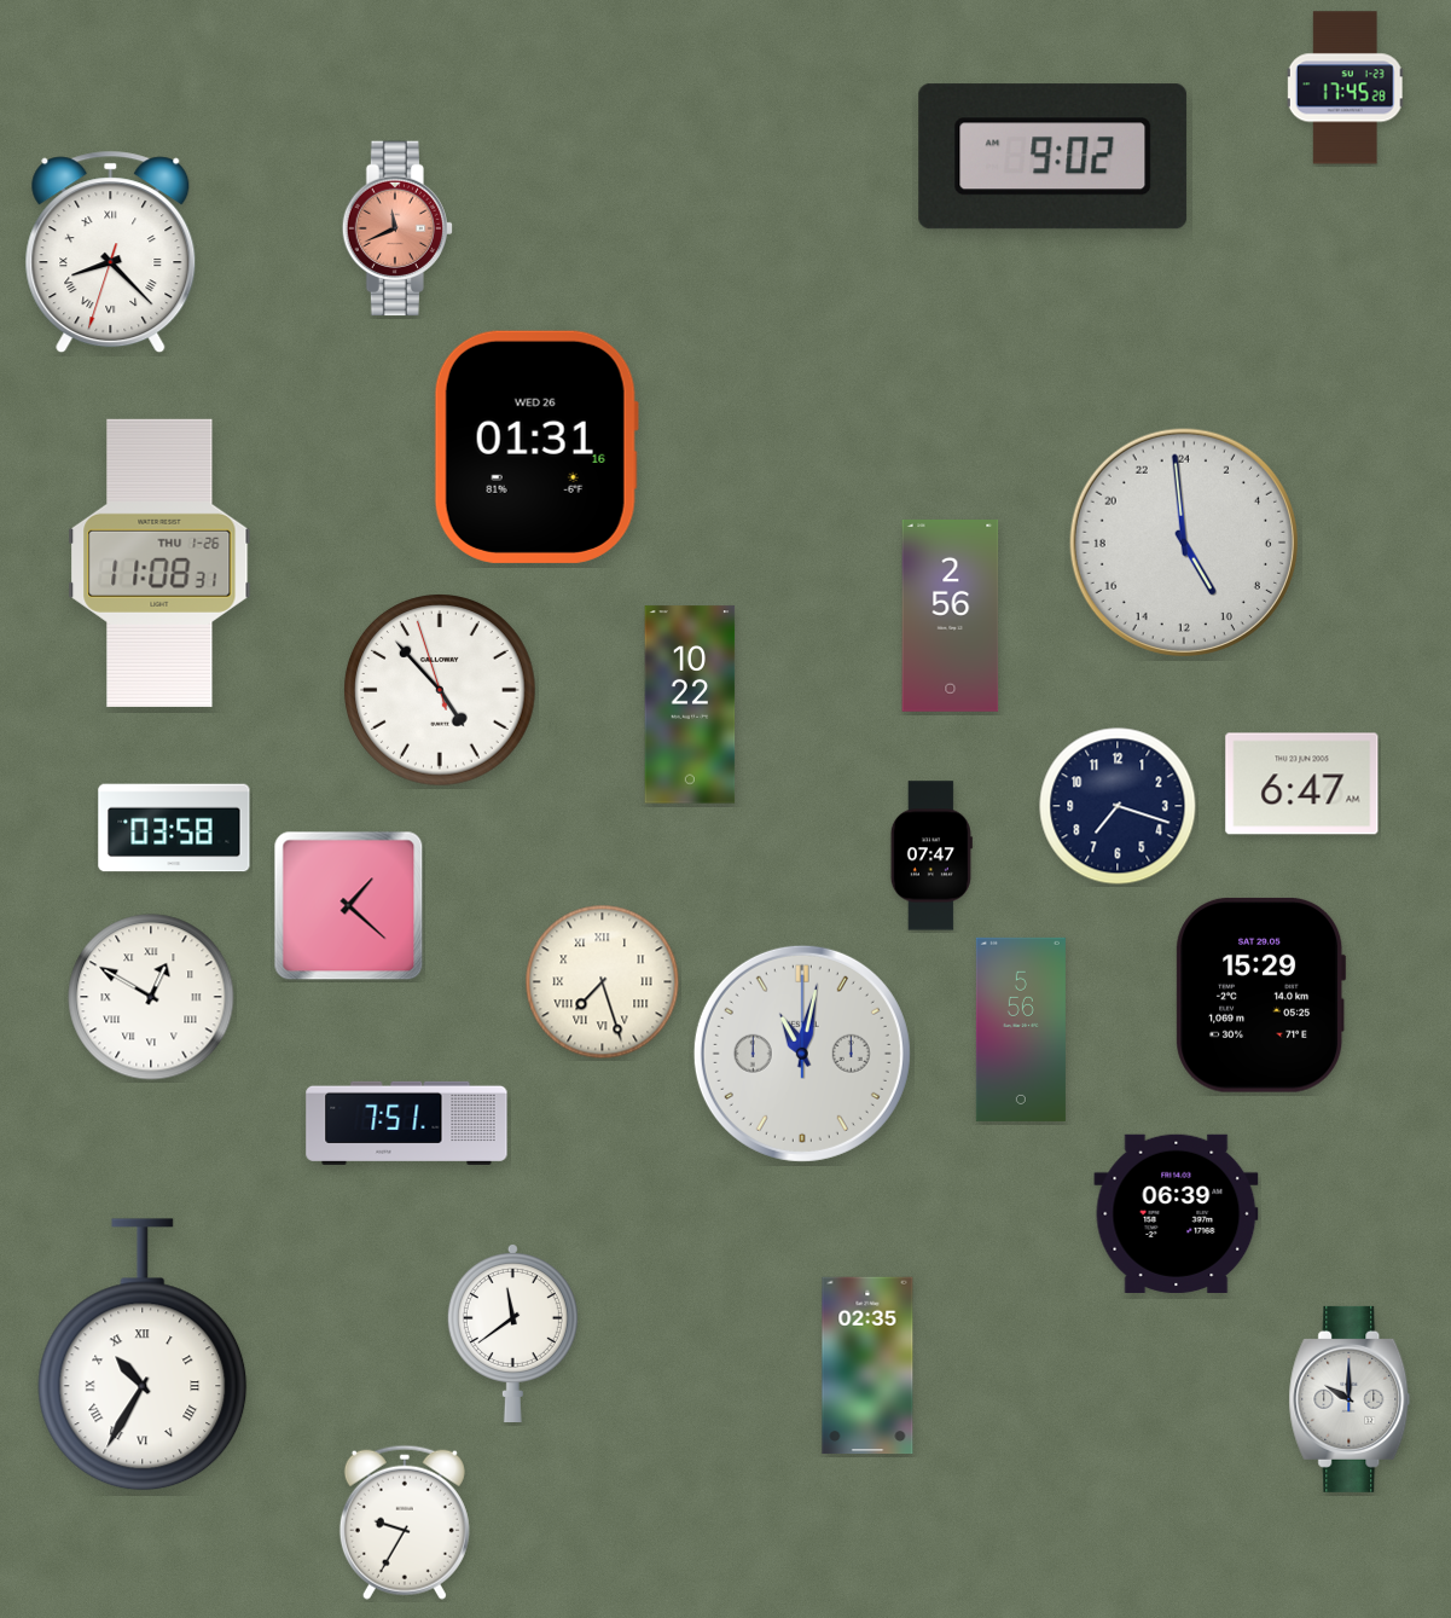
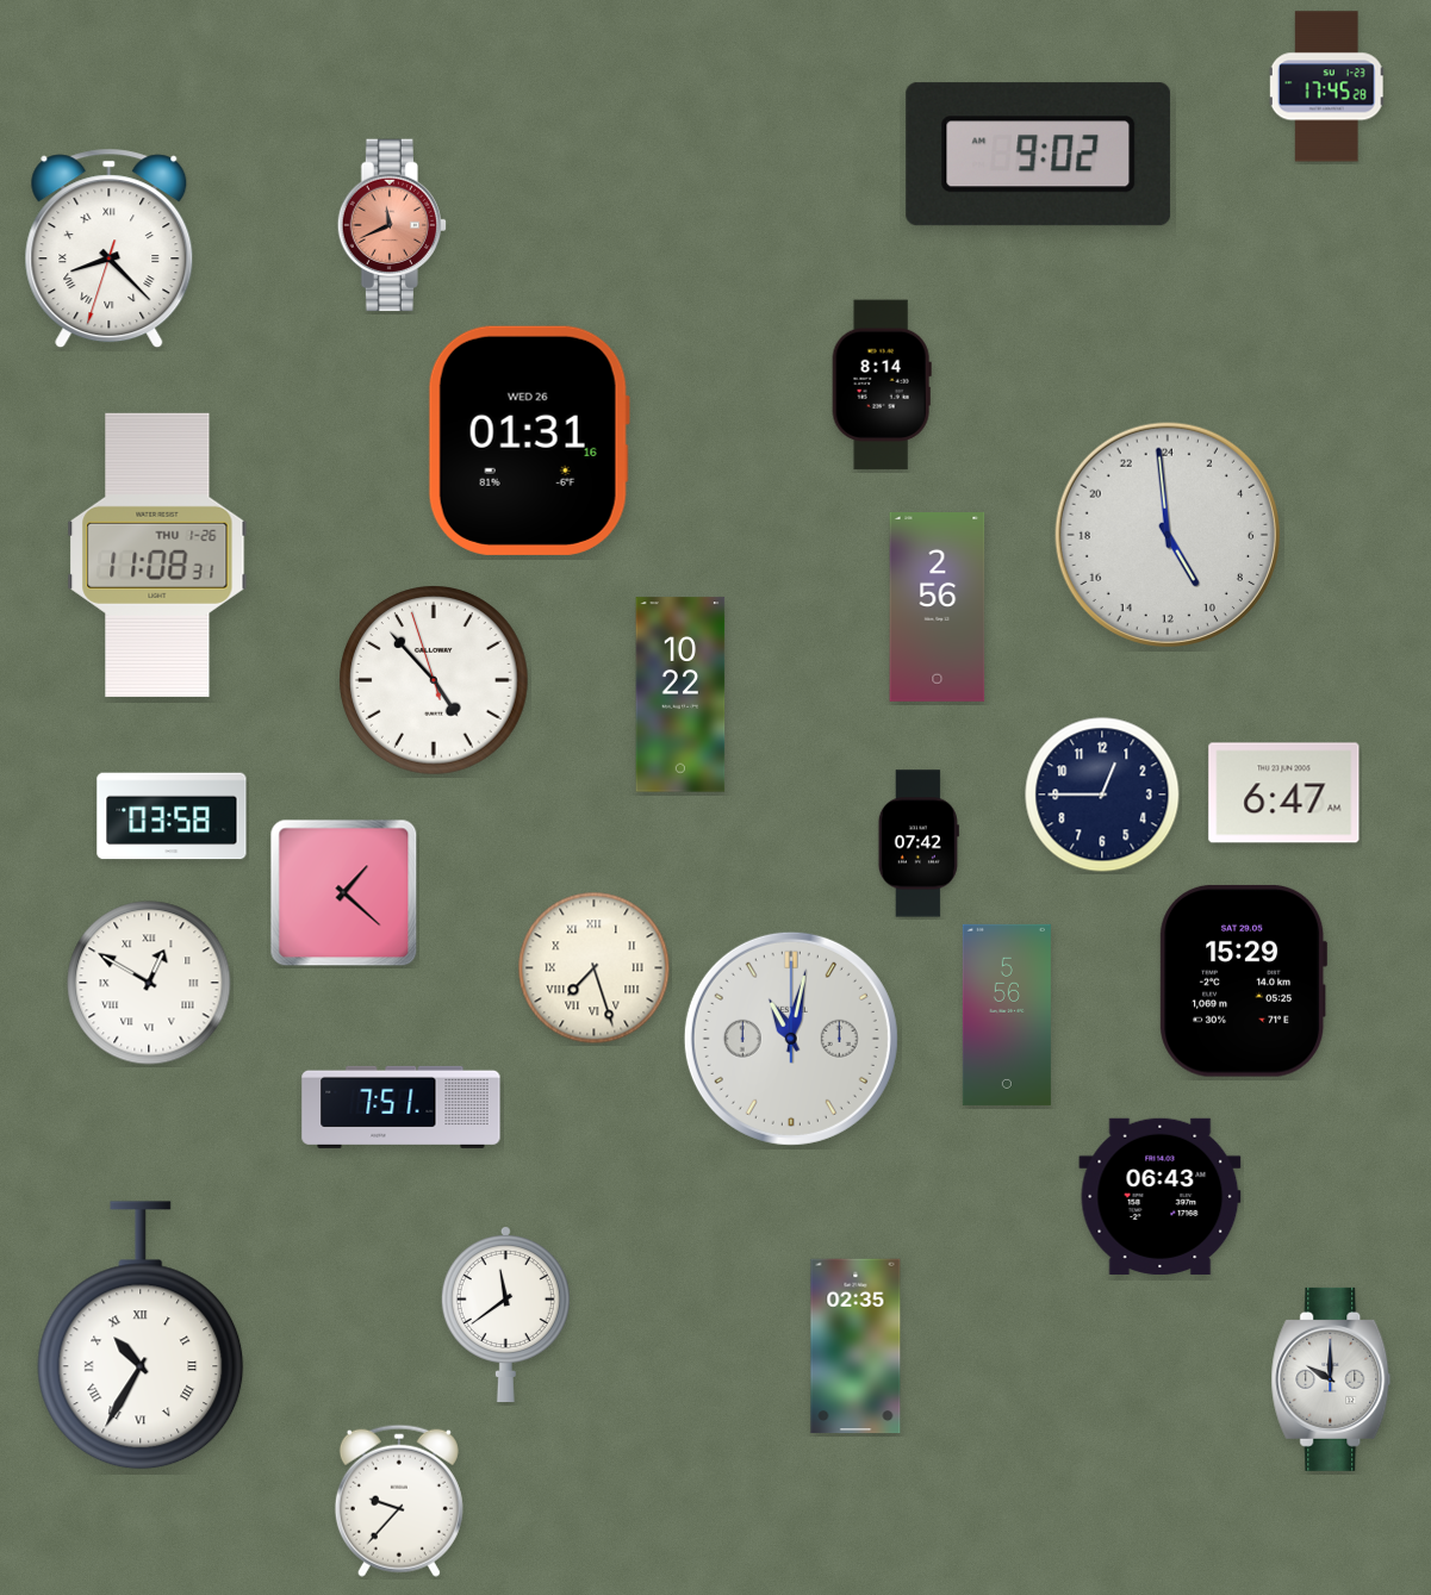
clock at (882, 385): none -> 8:14
clock at (1302, 784) position: (1302, 784) -> (1284, 793)
clock at (1118, 806): 7:18 -> 12:45
clock at (931, 856): 07:47 -> 07:42
clock at (1177, 1213): 06:39 -> 06:43
clock at (405, 1523): 9:35 -> 9:37
